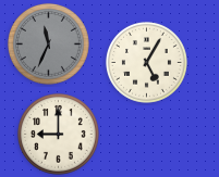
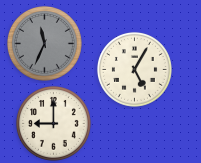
clock at (49, 45) position: (49, 45) -> (45, 44)
clock at (147, 63) position: (147, 63) -> (135, 70)
